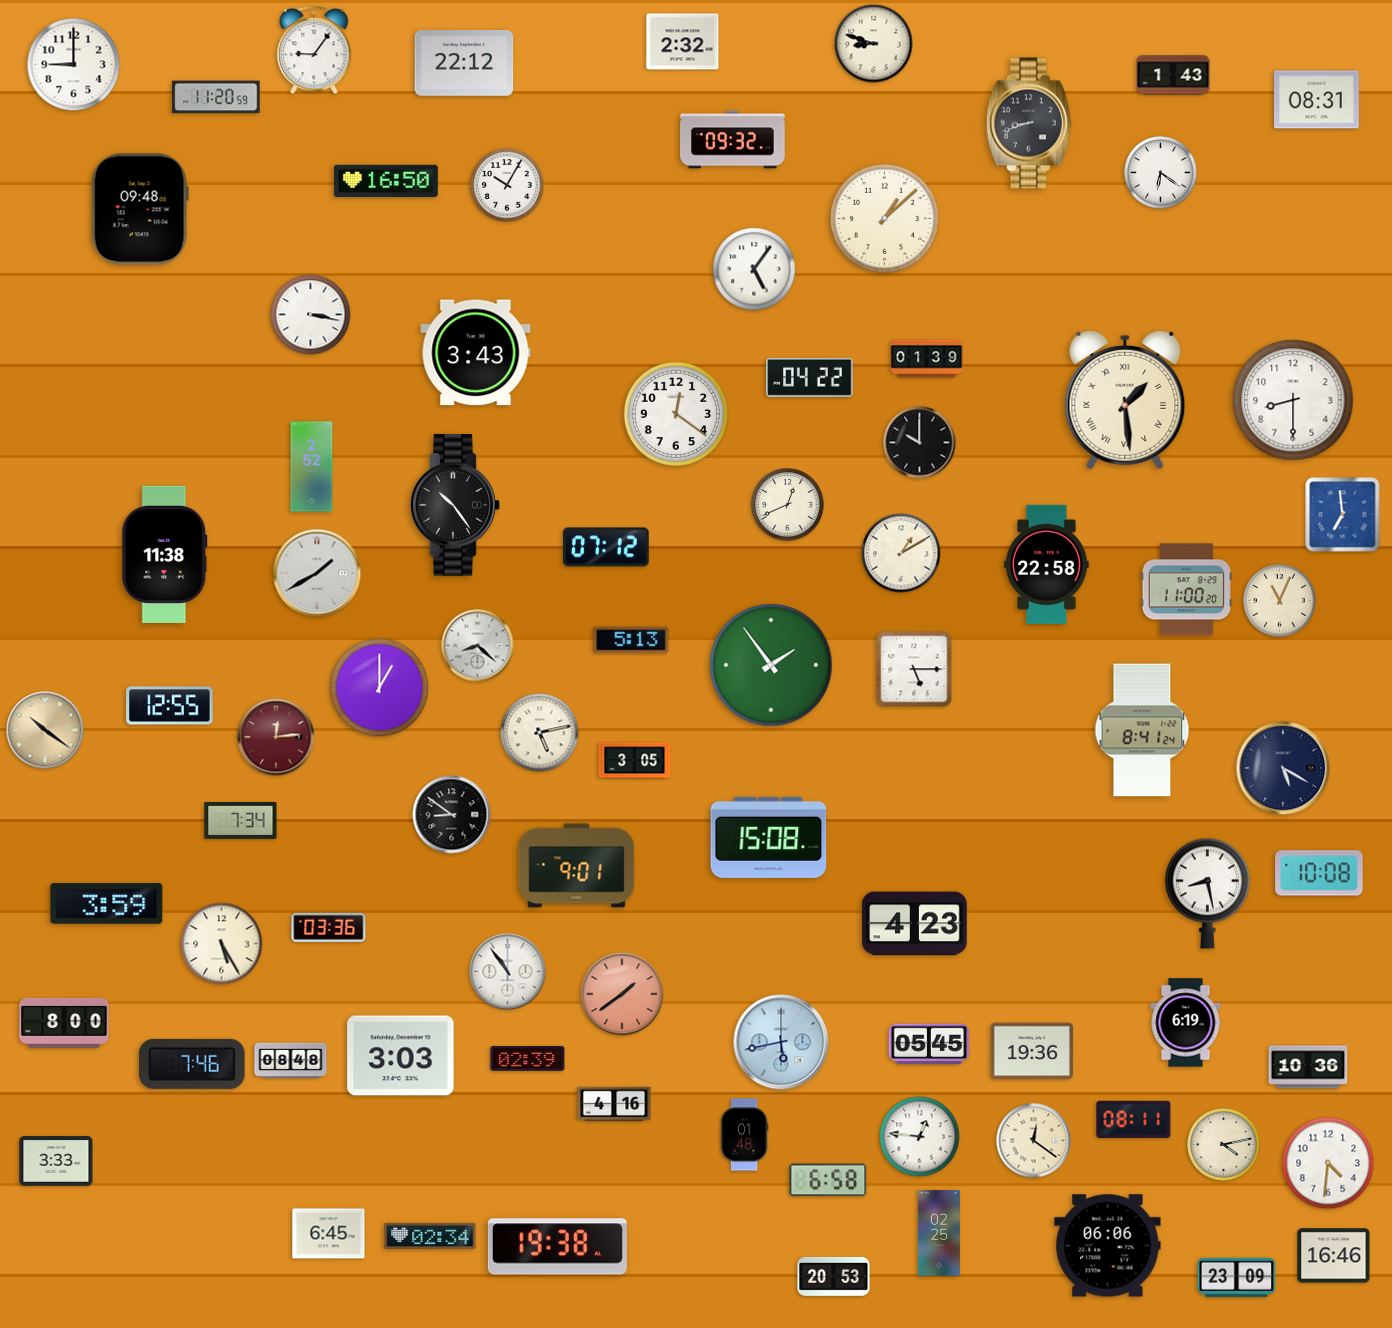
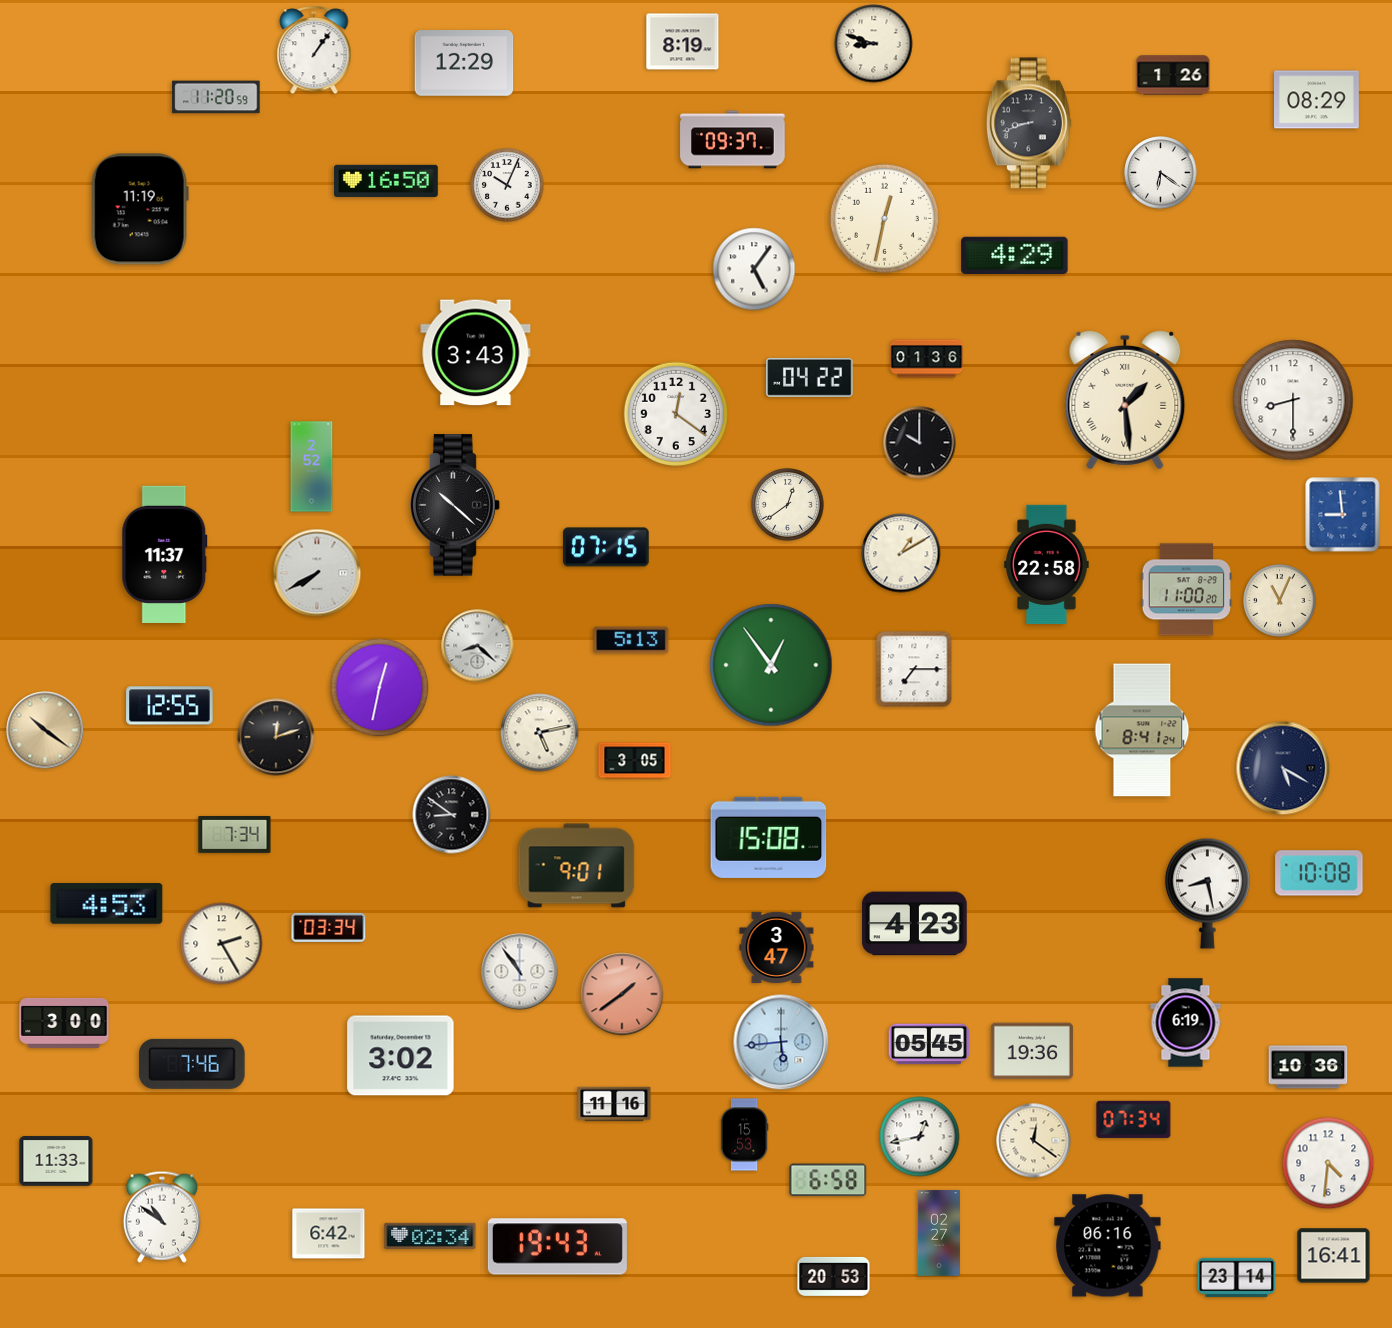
clock at (683, 42): 2:32 -> 8:19
clock at (314, 51): 9:06 -> 1:06
clock at (464, 64): 22:12 -> 12:29
clock at (74, 65): 9:00 -> none
clock at (1173, 75): 1:43 -> 1:26
clock at (1317, 100): 08:31 -> 08:29
clock at (733, 140): 09:32 -> 09:37
clock at (507, 185): 10:05 -> 10:04
clock at (140, 209): 09:48 -> 11:19
clock at (884, 218): 1:08 -> 12:32
clock at (1015, 255): none -> 4:29
clock at (311, 315): 3:17 -> none
clock at (927, 359): 01:39 -> 01:36
clock at (455, 505): 10:24 -> 10:22
clock at (788, 505): 12:41 -> 12:39
clock at (1343, 515): 6:59 -> 8:59
clock at (607, 547): 07:12 -> 07:15
clock at (165, 554): 11:38 -> 11:37
clock at (317, 573): 1:40 -> 7:40
clock at (771, 665): 1:54 -> 12:54
clock at (914, 669): 5:15 -> 7:15
clock at (380, 688): 1:00 -> 12:32
clock at (276, 737): 12:14 -> 12:12
clock at (276, 737) dial: burgundy -> black
clock at (241, 820) position: (241, 820) -> (235, 834)
clock at (107, 904): 3:59 -> 4:53
clock at (329, 927): 03:36 -> 03:34
clock at (222, 944): 5:25 -> 2:25
clock at (777, 947): none -> 3:47
clock at (508, 972) position: (508, 972) -> (520, 972)
clock at (64, 1023): 8:00 -> 3:00
clock at (781, 1042): 5:43 -> 5:44
clock at (401, 1056): 3:03 -> 3:02
clock at (528, 1058): 02:39 -> none
clock at (291, 1061): 08:48 -> none
clock at (614, 1104): 4:16 -> 11:16
clock at (1134, 1119): 08:11 -> 07:34
clock at (744, 1135): 01:48 -> 15:53
clock at (920, 1137): 12:46 -> 12:43
clock at (1224, 1145): 4:13 -> none
clock at (56, 1161): 3:33 -> 11:33
clock at (162, 1217): none -> 10:51
clock at (939, 1233): 02:25 -> 02:27
clock at (329, 1234): 6:45 -> 6:42
clock at (1108, 1246): 06:06 -> 06:16
clock at (557, 1247): 19:38 -> 19:43
clock at (1334, 1256): 16:46 -> 16:41
clock at (1237, 1277): 23:09 -> 23:14
